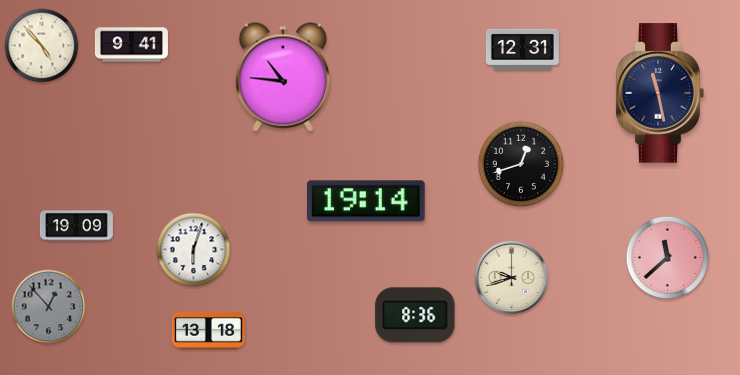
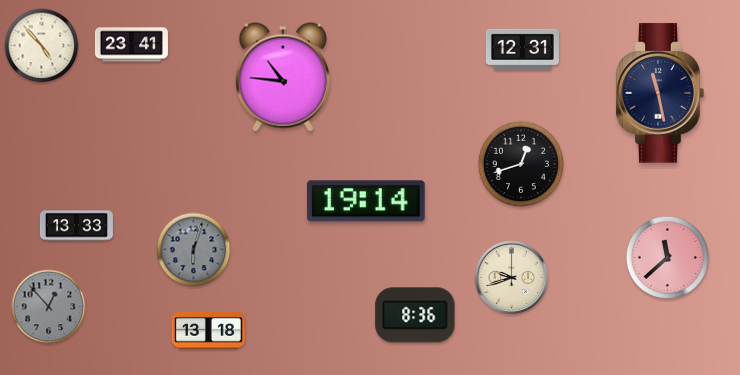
clock at (131, 45): 9:41 -> 23:41
clock at (76, 226): 19:09 -> 13:33
clock at (194, 250) dial: white -> grey
